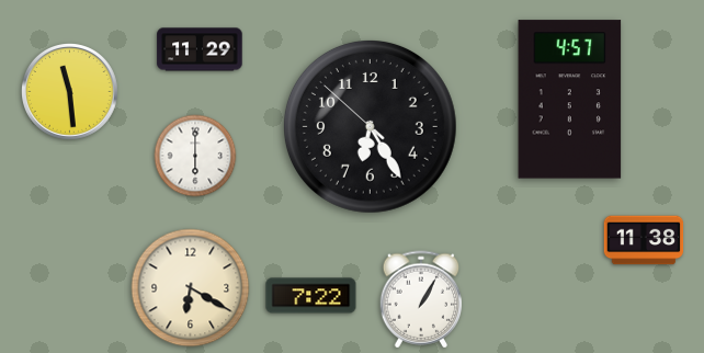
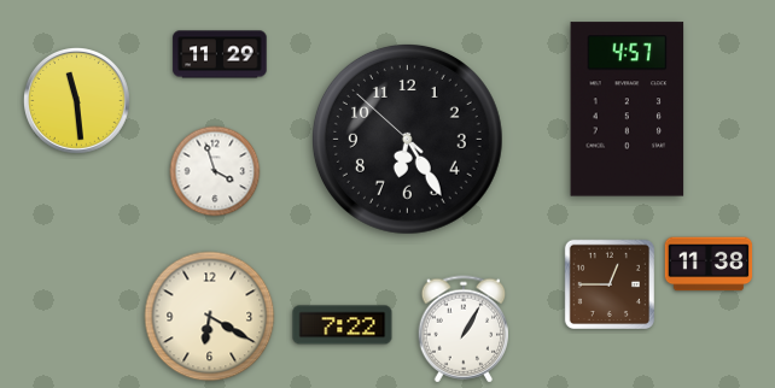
clock at (195, 156): 6:00 -> 3:57
clock at (608, 283): none -> 12:45
